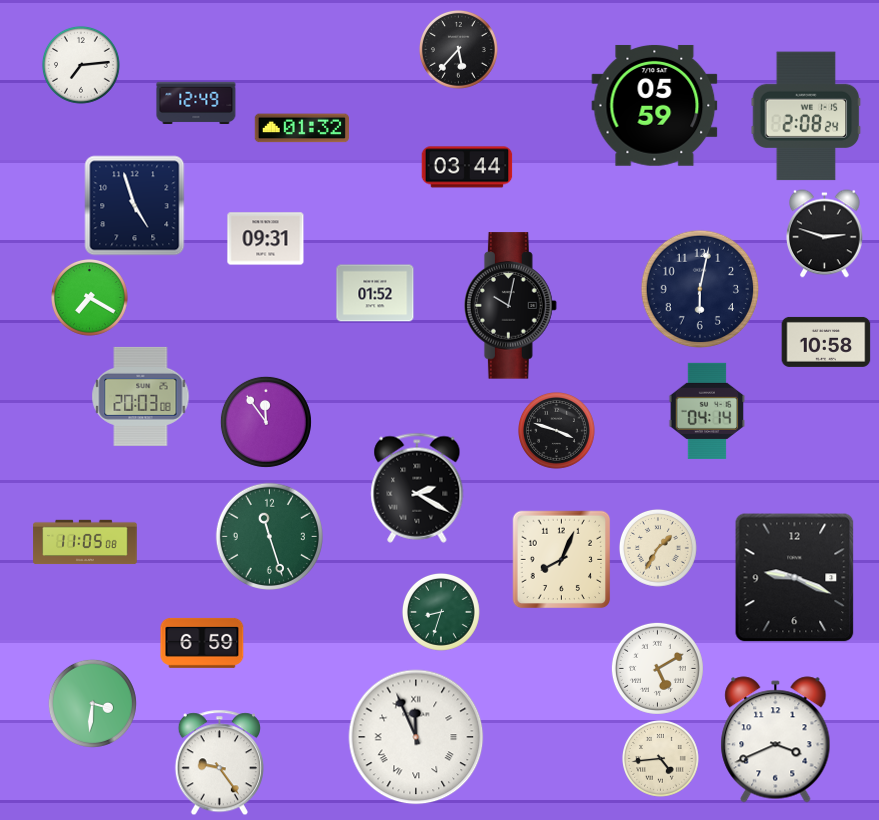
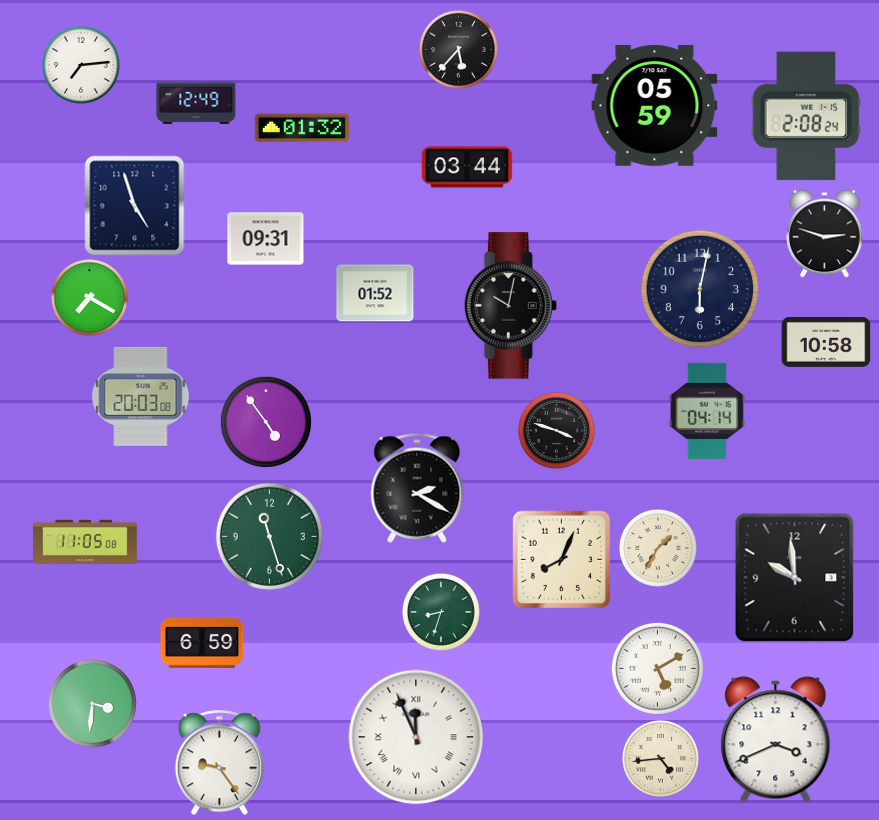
clock at (266, 422): 11:54 -> 4:54
clock at (795, 578): 9:19 -> 9:59
